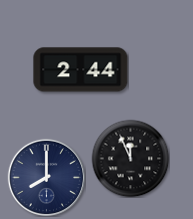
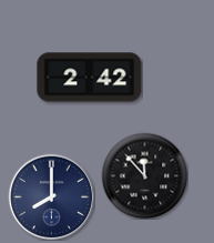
clock at (81, 70): 2:44 -> 2:42
clock at (130, 158): 11:56 -> 11:53
